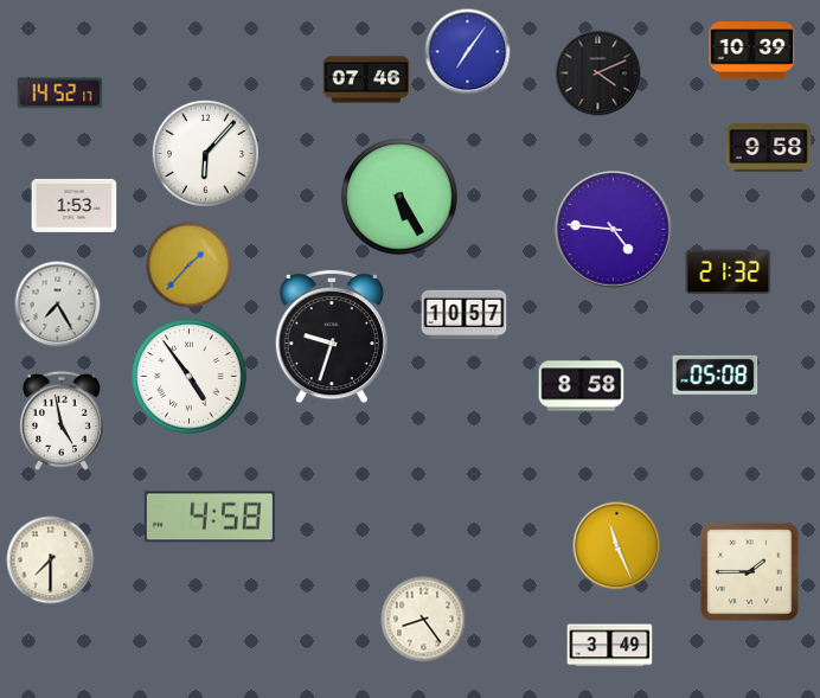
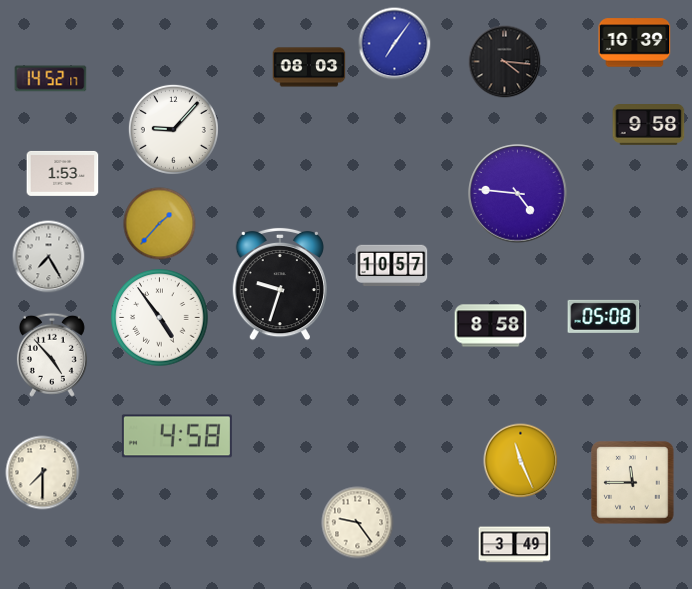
clock at (598, 73): 4:11 -> 4:16
clock at (366, 79): 07:46 -> 08:03
clock at (205, 153): 6:07 -> 9:07
clock at (399, 197): 5:25 -> none
clock at (729, 273): 21:32 -> none
clock at (62, 421): 4:58 -> 4:53
clock at (750, 572): 1:45 -> 11:45
clock at (424, 620): 8:24 -> 9:24
